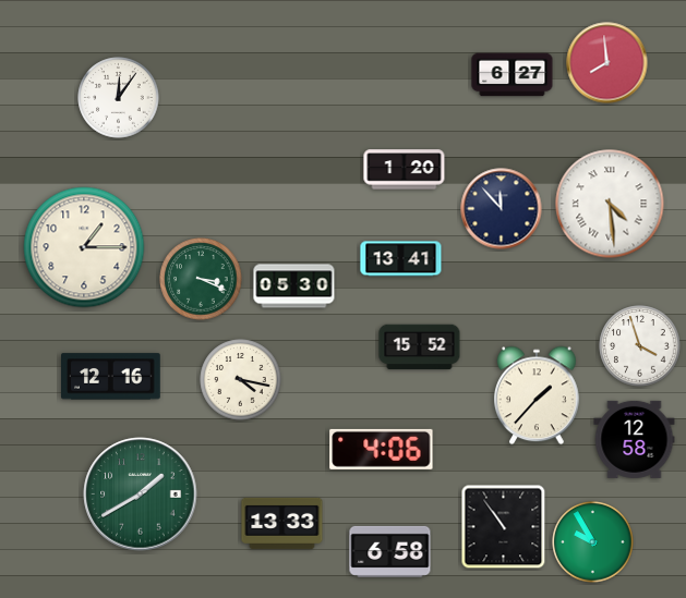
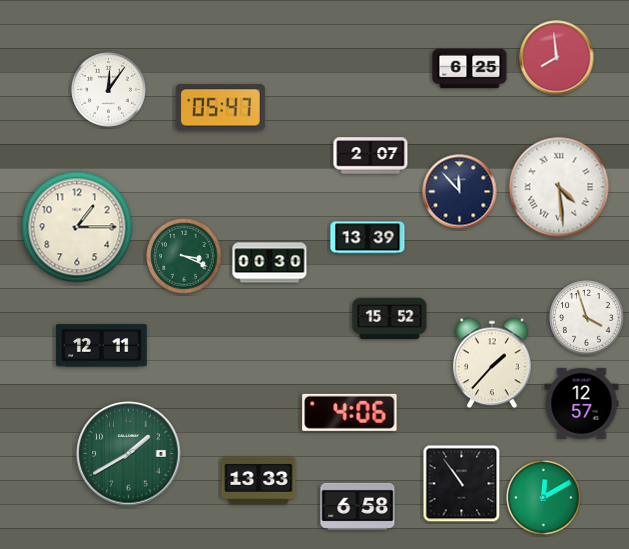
clock at (513, 75): 6:27 -> 6:25
clock at (220, 108): none -> 05:47
clock at (405, 170): 1:20 -> 2:07
clock at (401, 259): 13:41 -> 13:39
clock at (294, 286): 05:30 -> 00:30
clock at (420, 347) position: (420, 347) -> (390, 319)
clock at (111, 377): 12:16 -> 12:11
clock at (241, 380): 4:17 -> none
clock at (635, 439): 12:58 -> 12:57
clock at (593, 542): 9:55 -> 12:10
